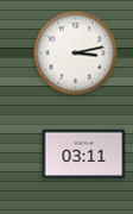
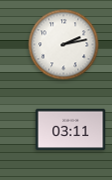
clock at (76, 53): 3:13 -> 2:13
